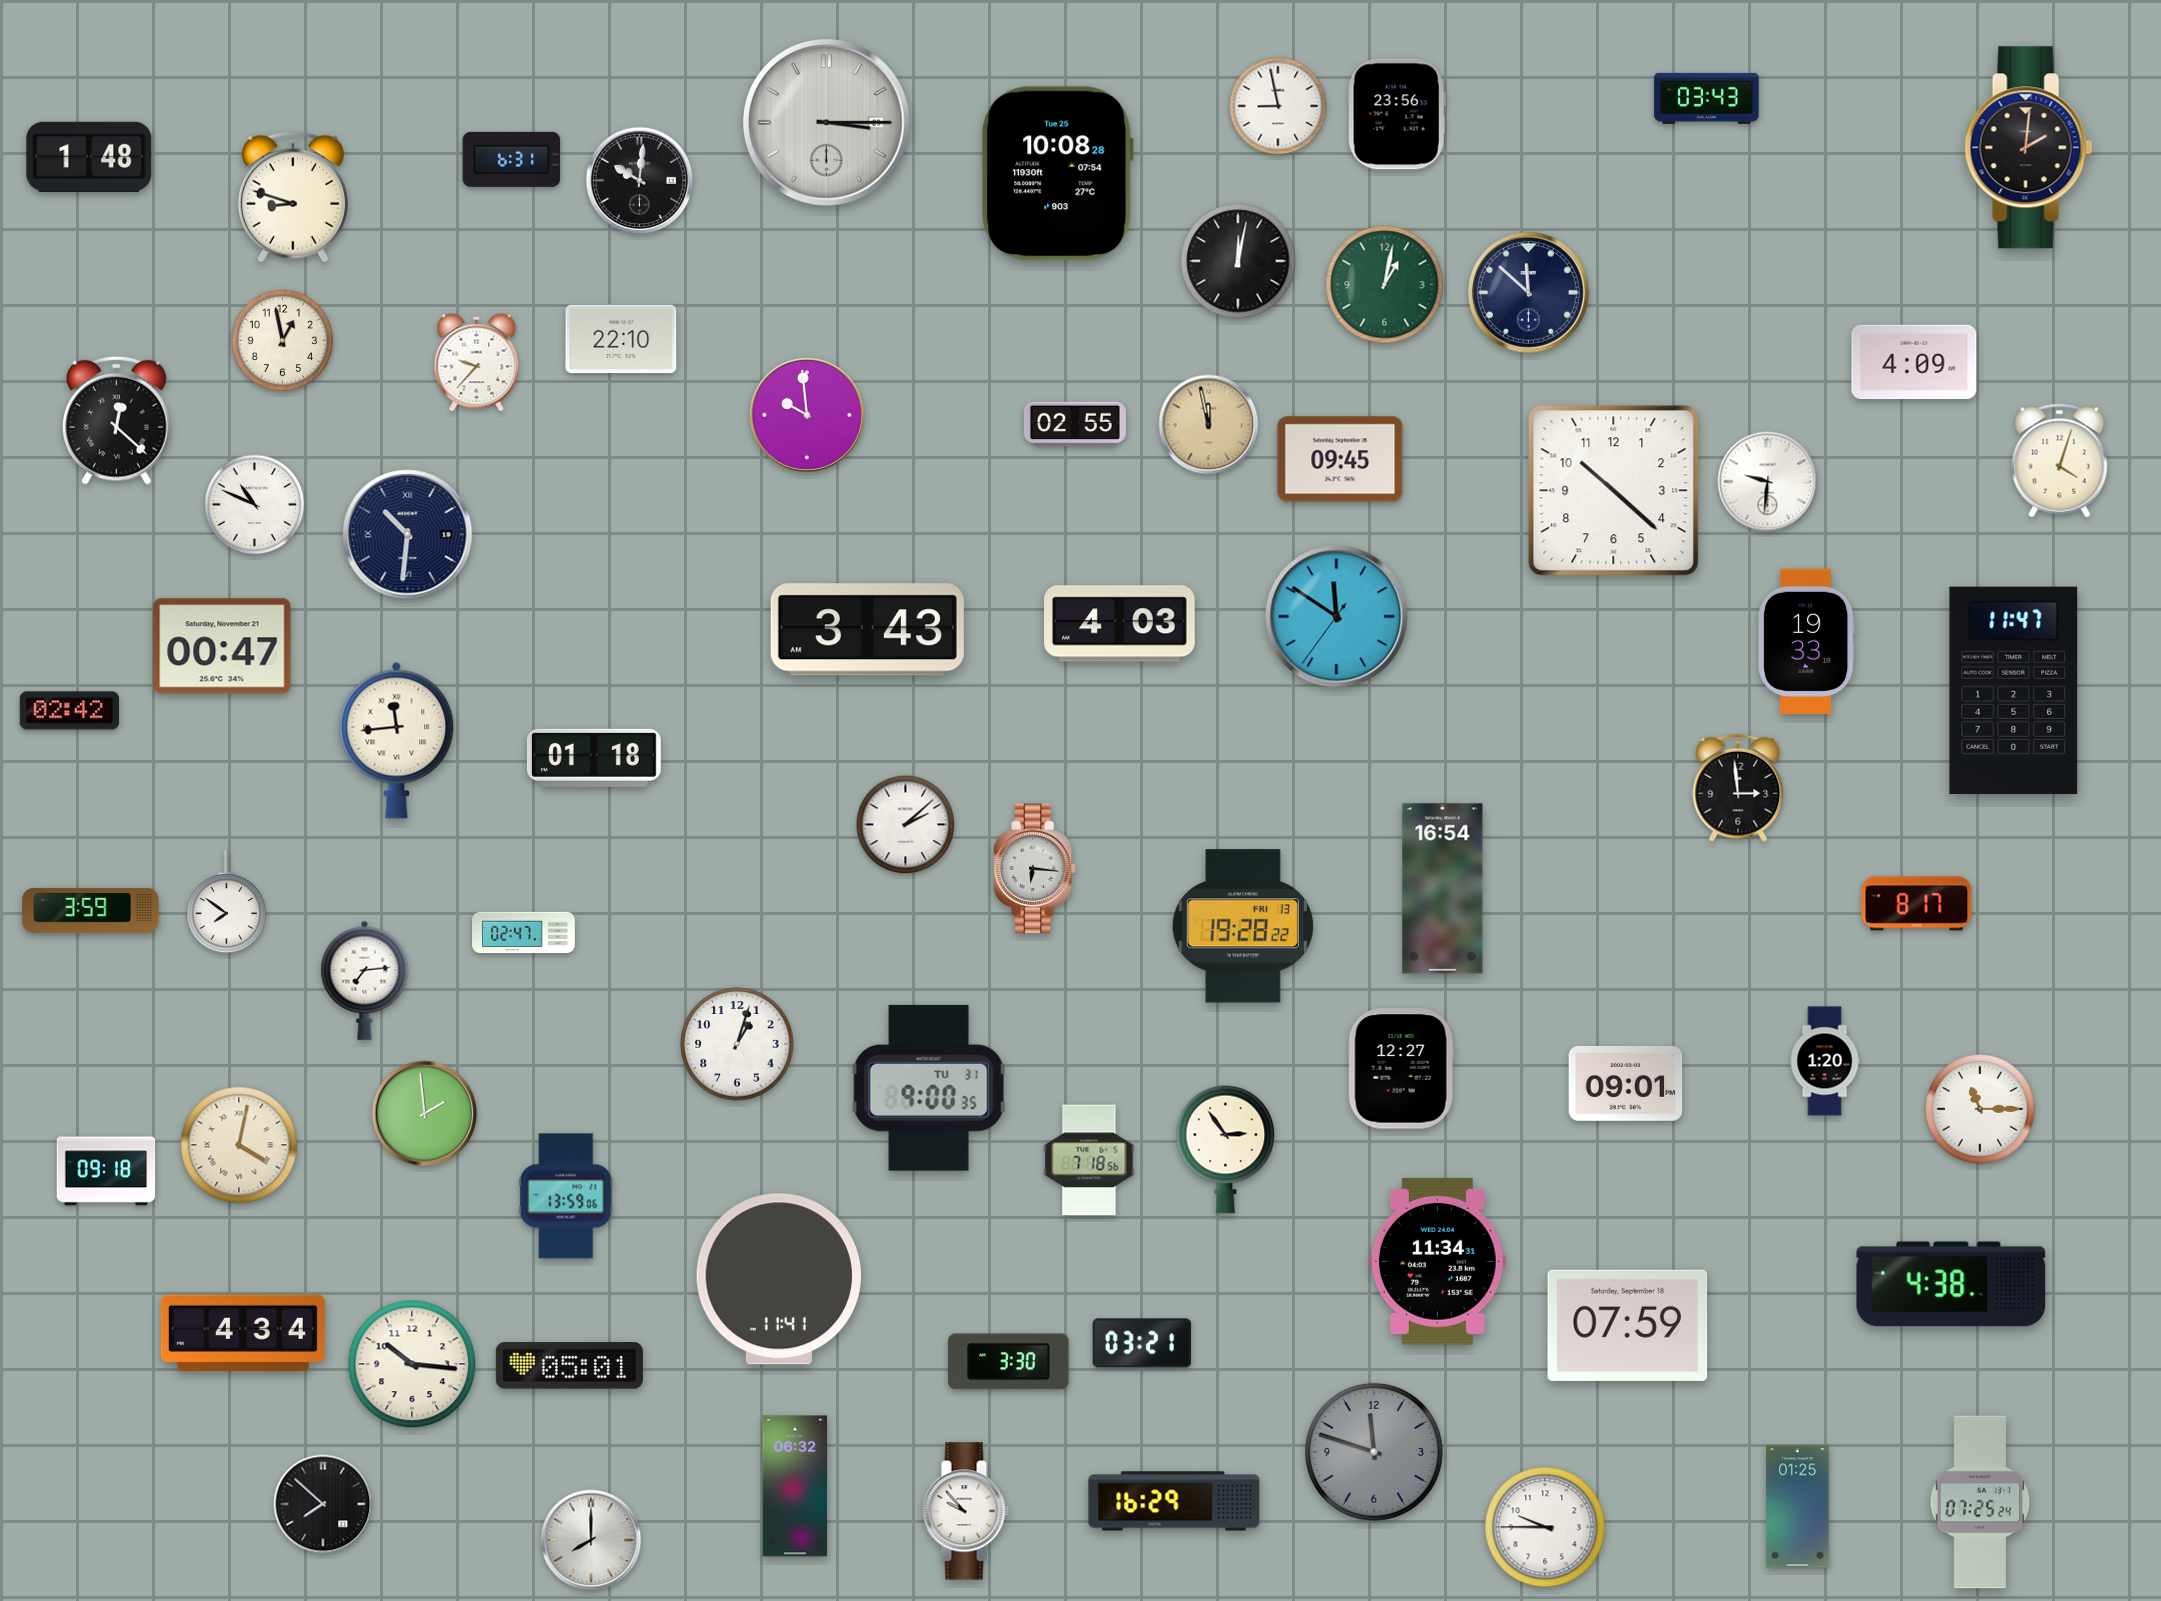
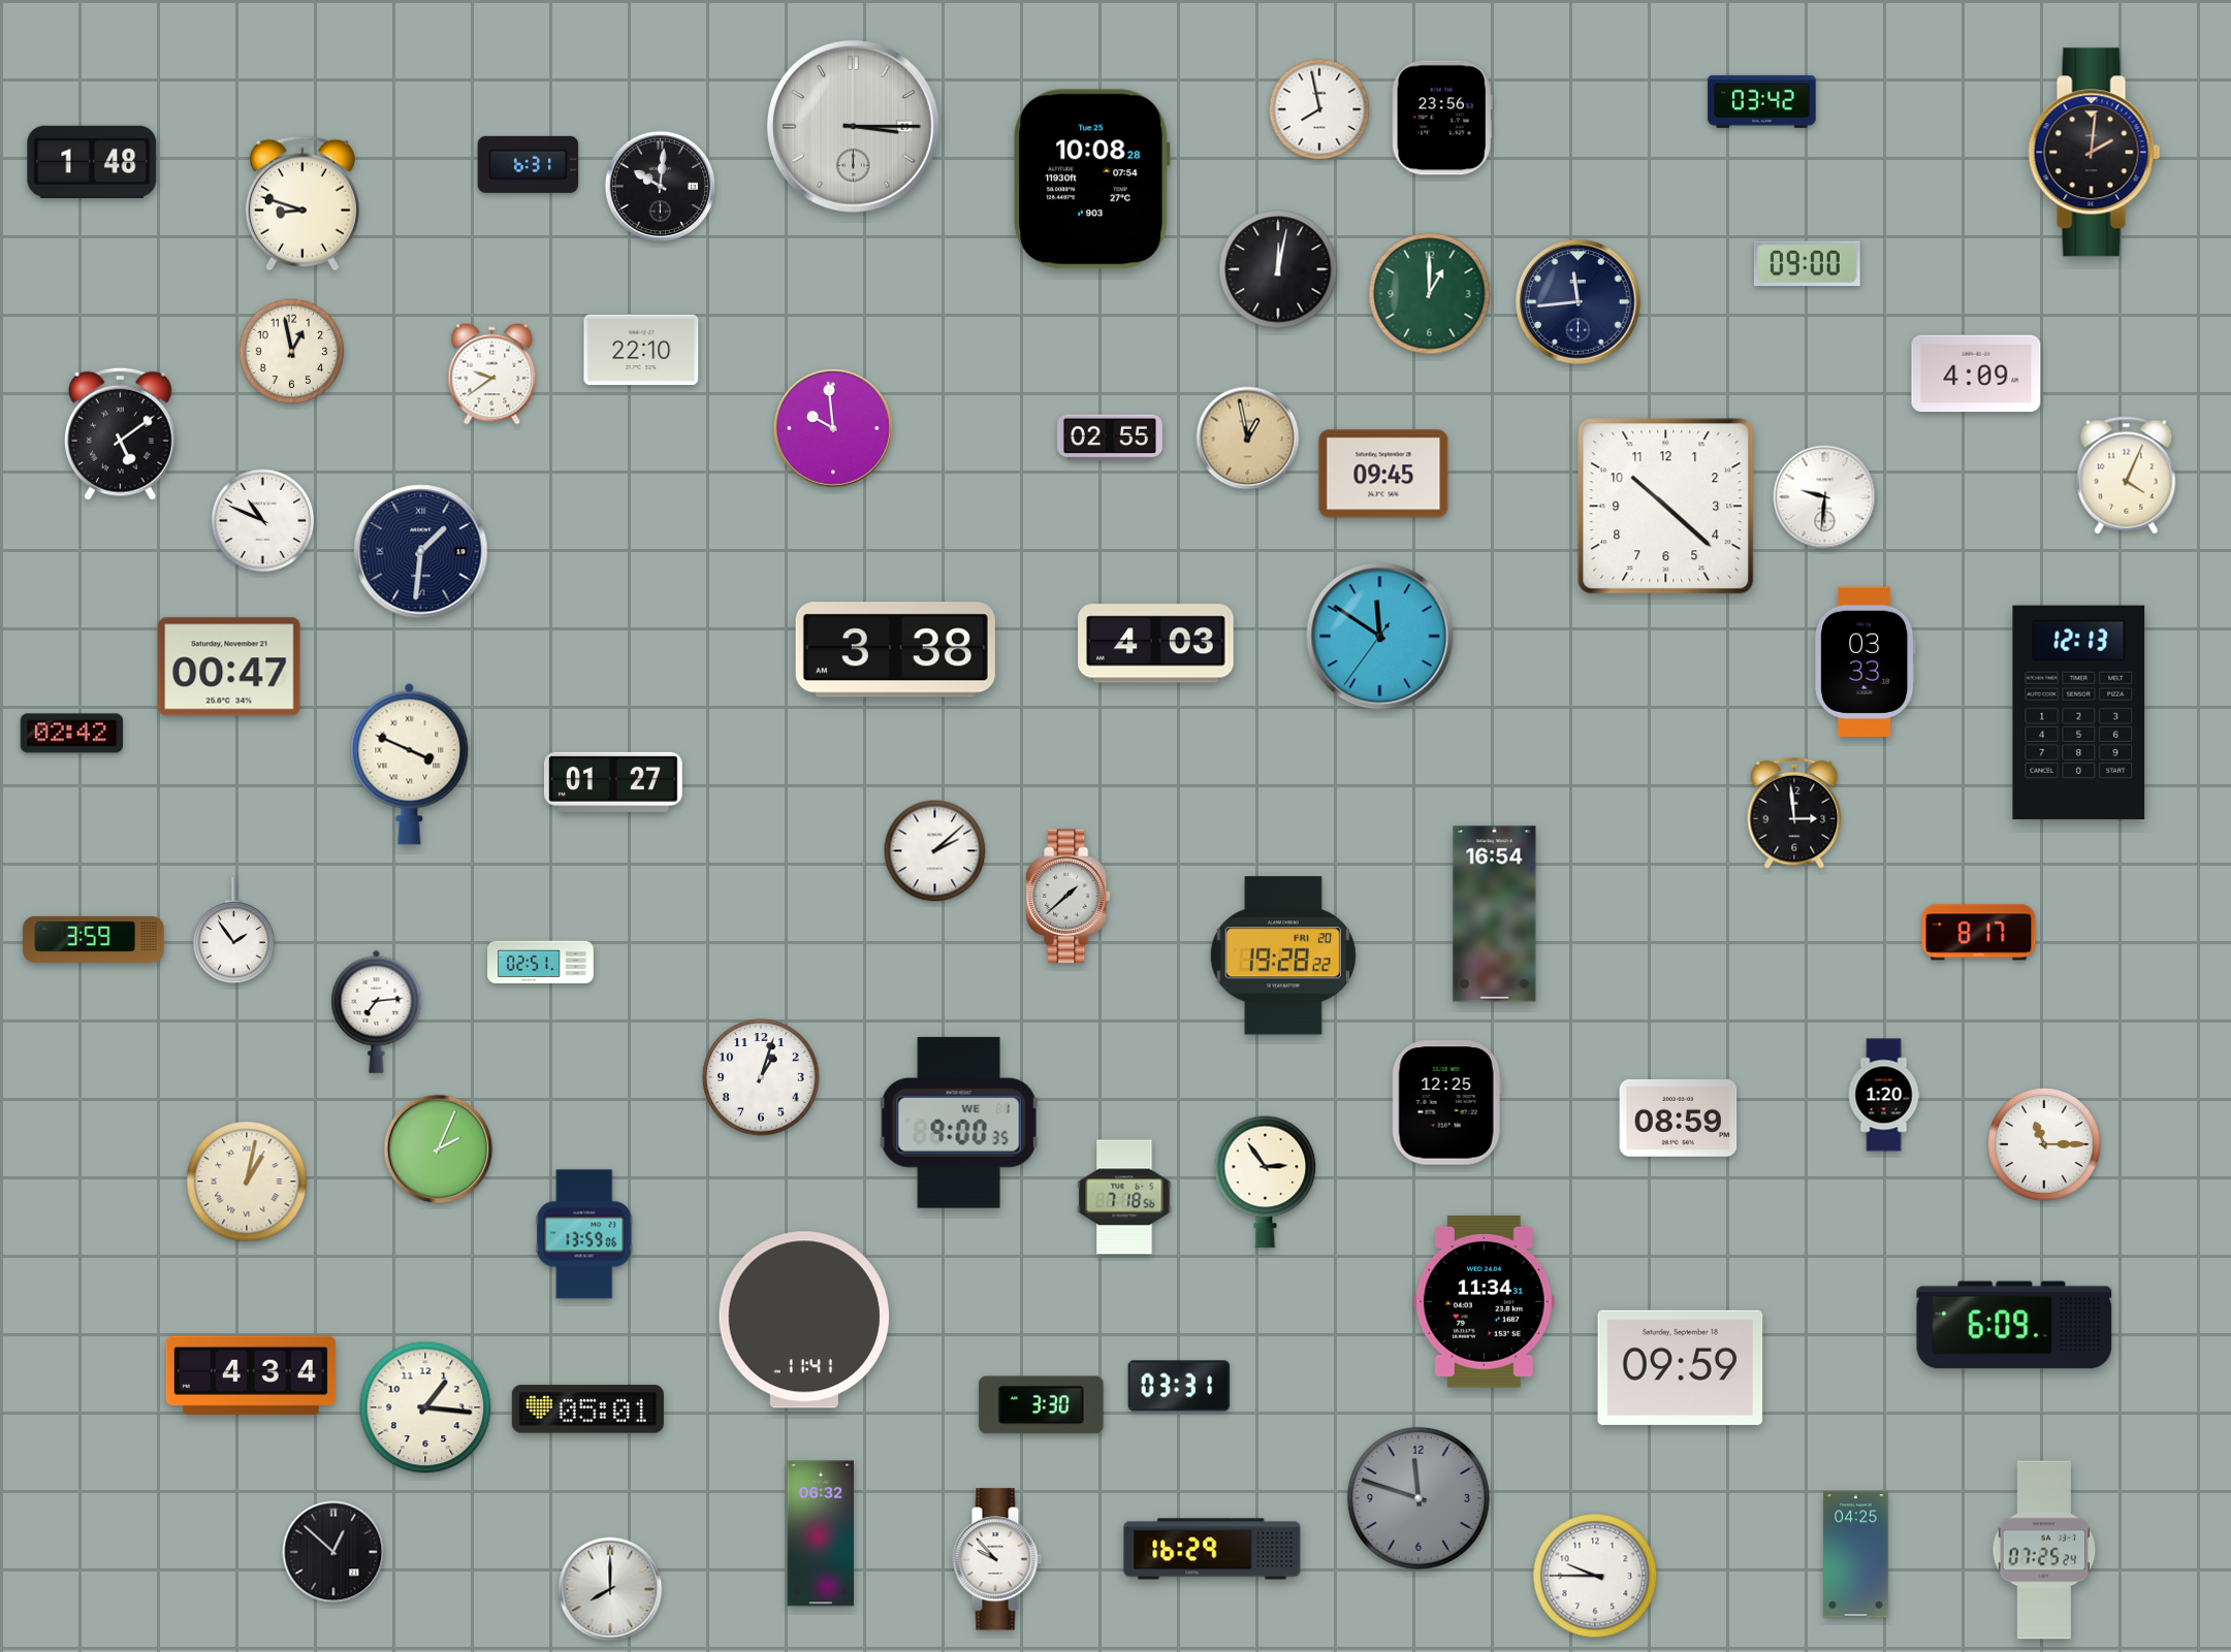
clock at (1707, 98): 03:43 -> 03:42
clock at (1278, 106): 8:58 -> 7:58
clock at (1807, 264): none -> 09:00
clock at (1385, 285): 1:02 -> 1:00
clock at (1529, 293): 11:52 -> 11:44
clock at (477, 363): 9:37 -> 9:39
clock at (117, 420): 12:22 -> 5:09
clock at (1209, 425): 11:58 -> 12:58
clock at (2060, 461): 4:03 -> 4:04
clock at (408, 535): 10:31 -> 1:31
clock at (867, 630): 3:43 -> 3:38
clock at (1807, 641): 19:33 -> 03:33
clock at (2014, 690): 11:47 -> 12:13
clock at (397, 740): 11:44 -> 3:49
clock at (594, 758): 01:18 -> 01:27
clock at (1035, 869): 6:16 -> 1:38
clock at (1443, 889) position: (1443, 889) -> (1495, 914)
clock at (226, 903): 7:51 -> 1:54
clock at (1243, 926) date: FRI 13 -> FRI 20
clock at (524, 933): 02:47 -> 02:51
clock at (1401, 1069): 12:27 -> 12:25
clock at (1626, 1083): 09:01 -> 08:59
clock at (929, 1088) date: TU 31 -> WE 1
clock at (425, 1114): 1:59 -> 2:04
clock at (239, 1145): 4:02 -> 1:02
clock at (1226, 1149) position: (1226, 1149) -> (1266, 1181)
clock at (106, 1171): 09:18 -> none
clock at (1951, 1284): 4:38 -> 6:09
clock at (1628, 1325): 07:59 -> 09:59
clock at (1142, 1343): 03:21 -> 03:31
clock at (412, 1364): 10:16 -> 1:16
clock at (323, 1504): 7:52 -> 12:52
clock at (1798, 1507): 01:25 -> 04:25
